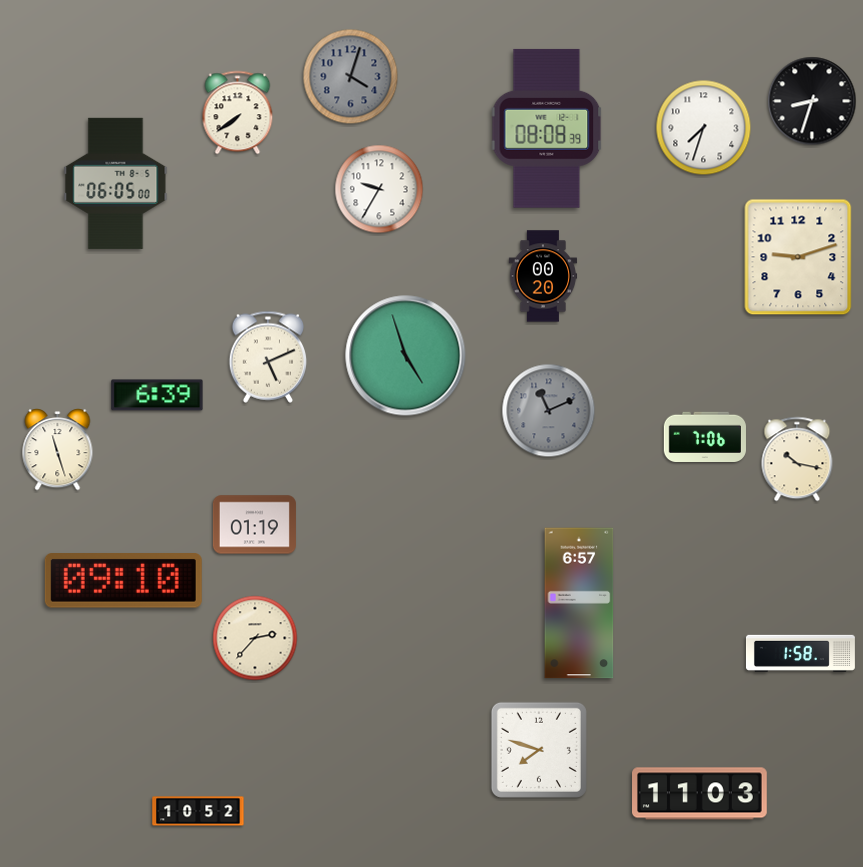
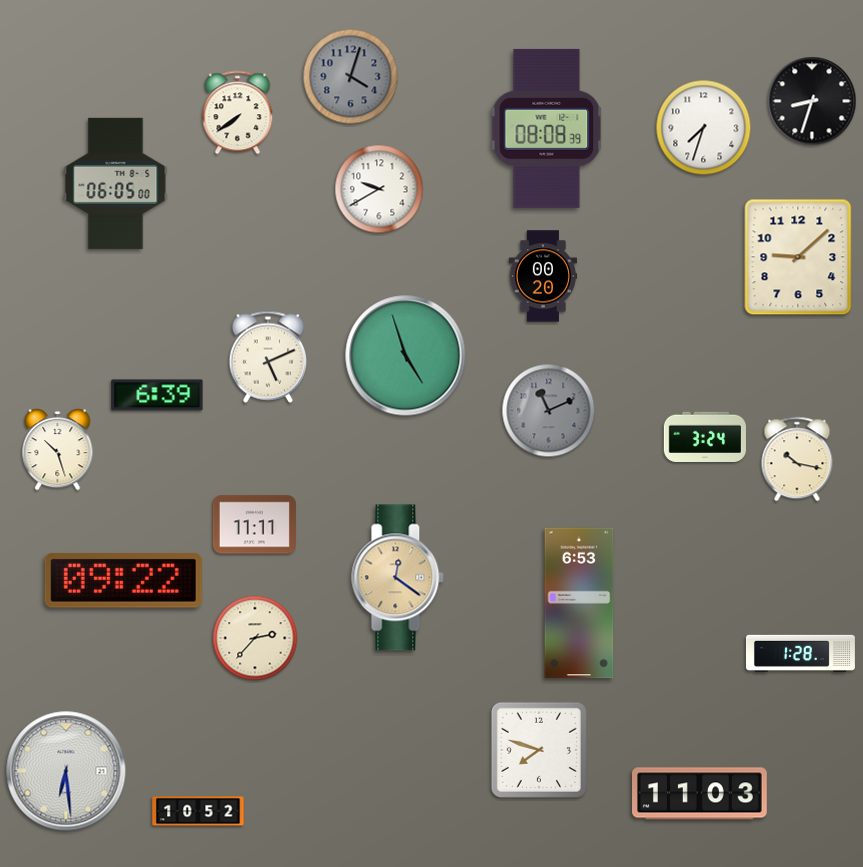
clock at (379, 189): 9:35 -> 9:40
clock at (798, 257): 9:12 -> 9:08
clock at (705, 436): 7:06 -> 3:24
clock at (58, 450): 11:27 -> 10:27
clock at (254, 525): 01:19 -> 11:11
clock at (398, 578): none -> 12:21
clock at (123, 581): 09:10 -> 09:22
clock at (579, 603): 6:57 -> 6:53
clock at (800, 653): 1:58 -> 1:28
clock at (66, 771): none -> 6:29
